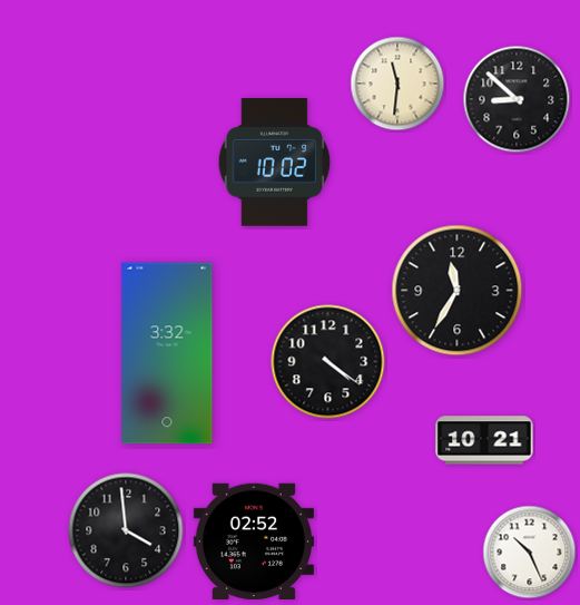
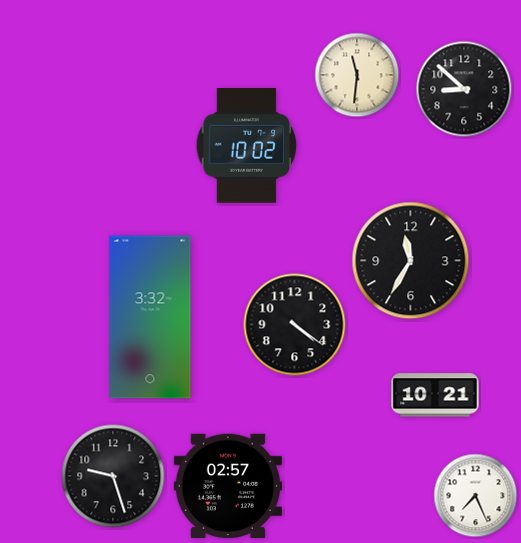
clock at (126, 530): 3:59 -> 9:27
clock at (254, 540): 02:52 -> 02:57
clock at (530, 553): 10:26 -> 7:26
